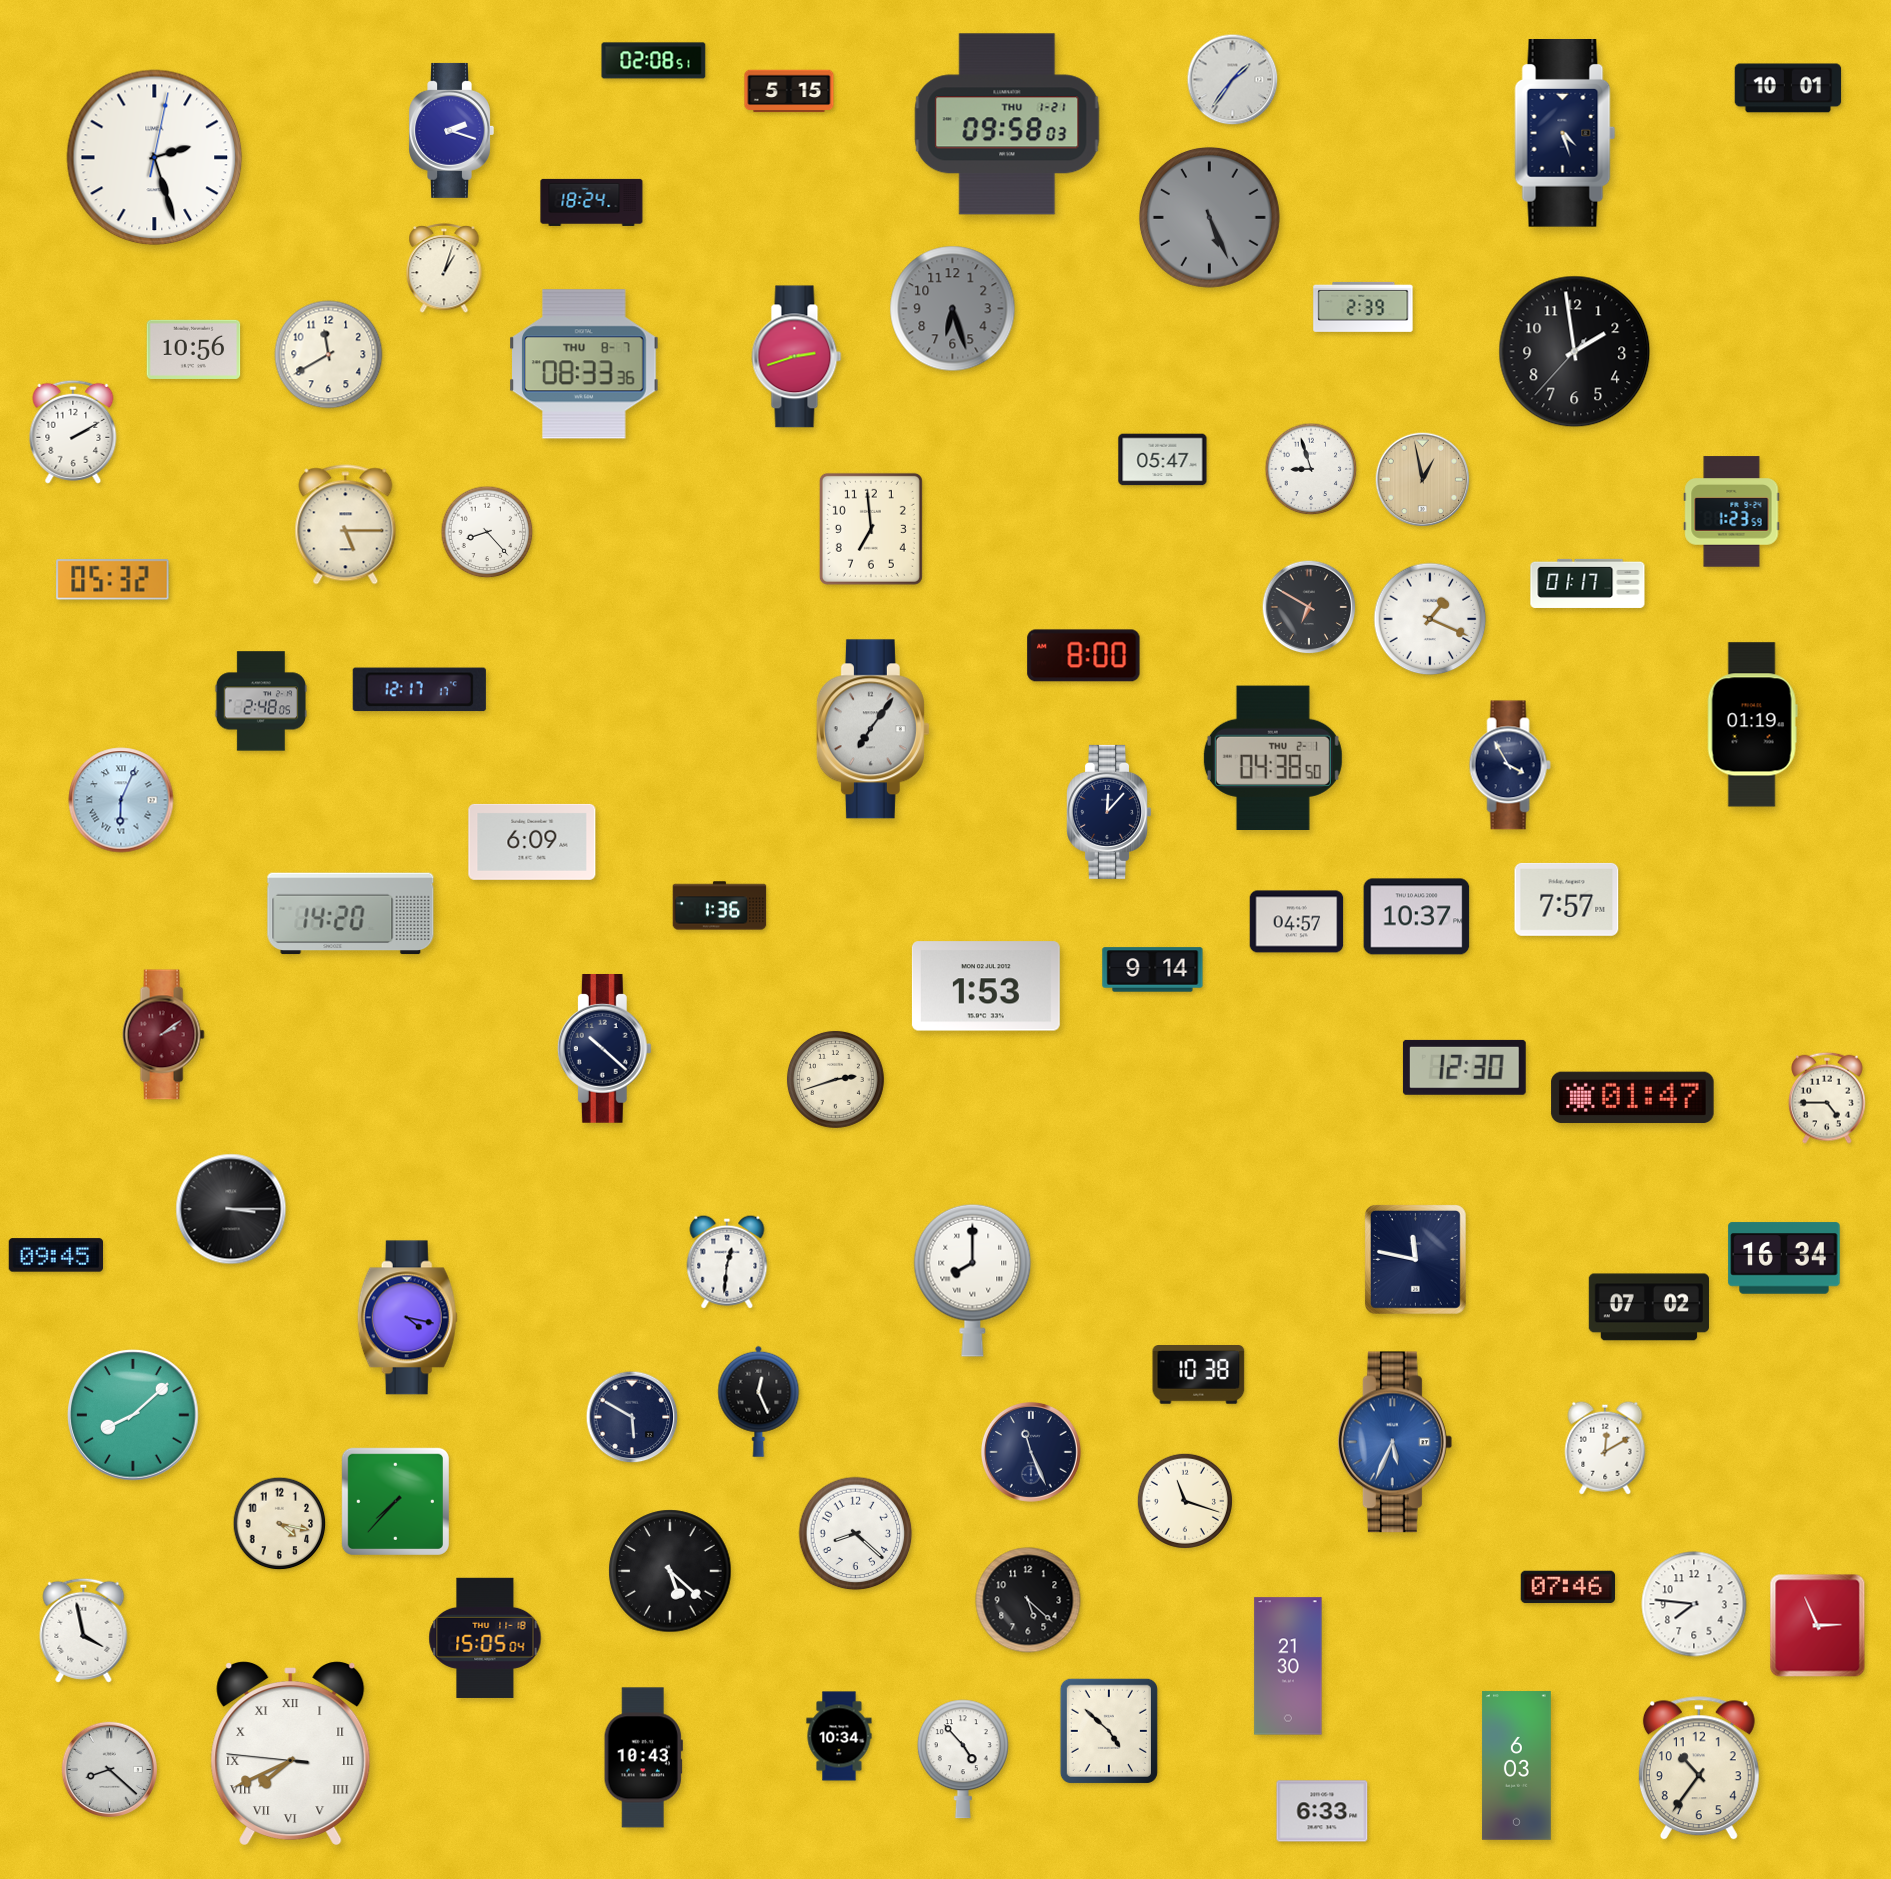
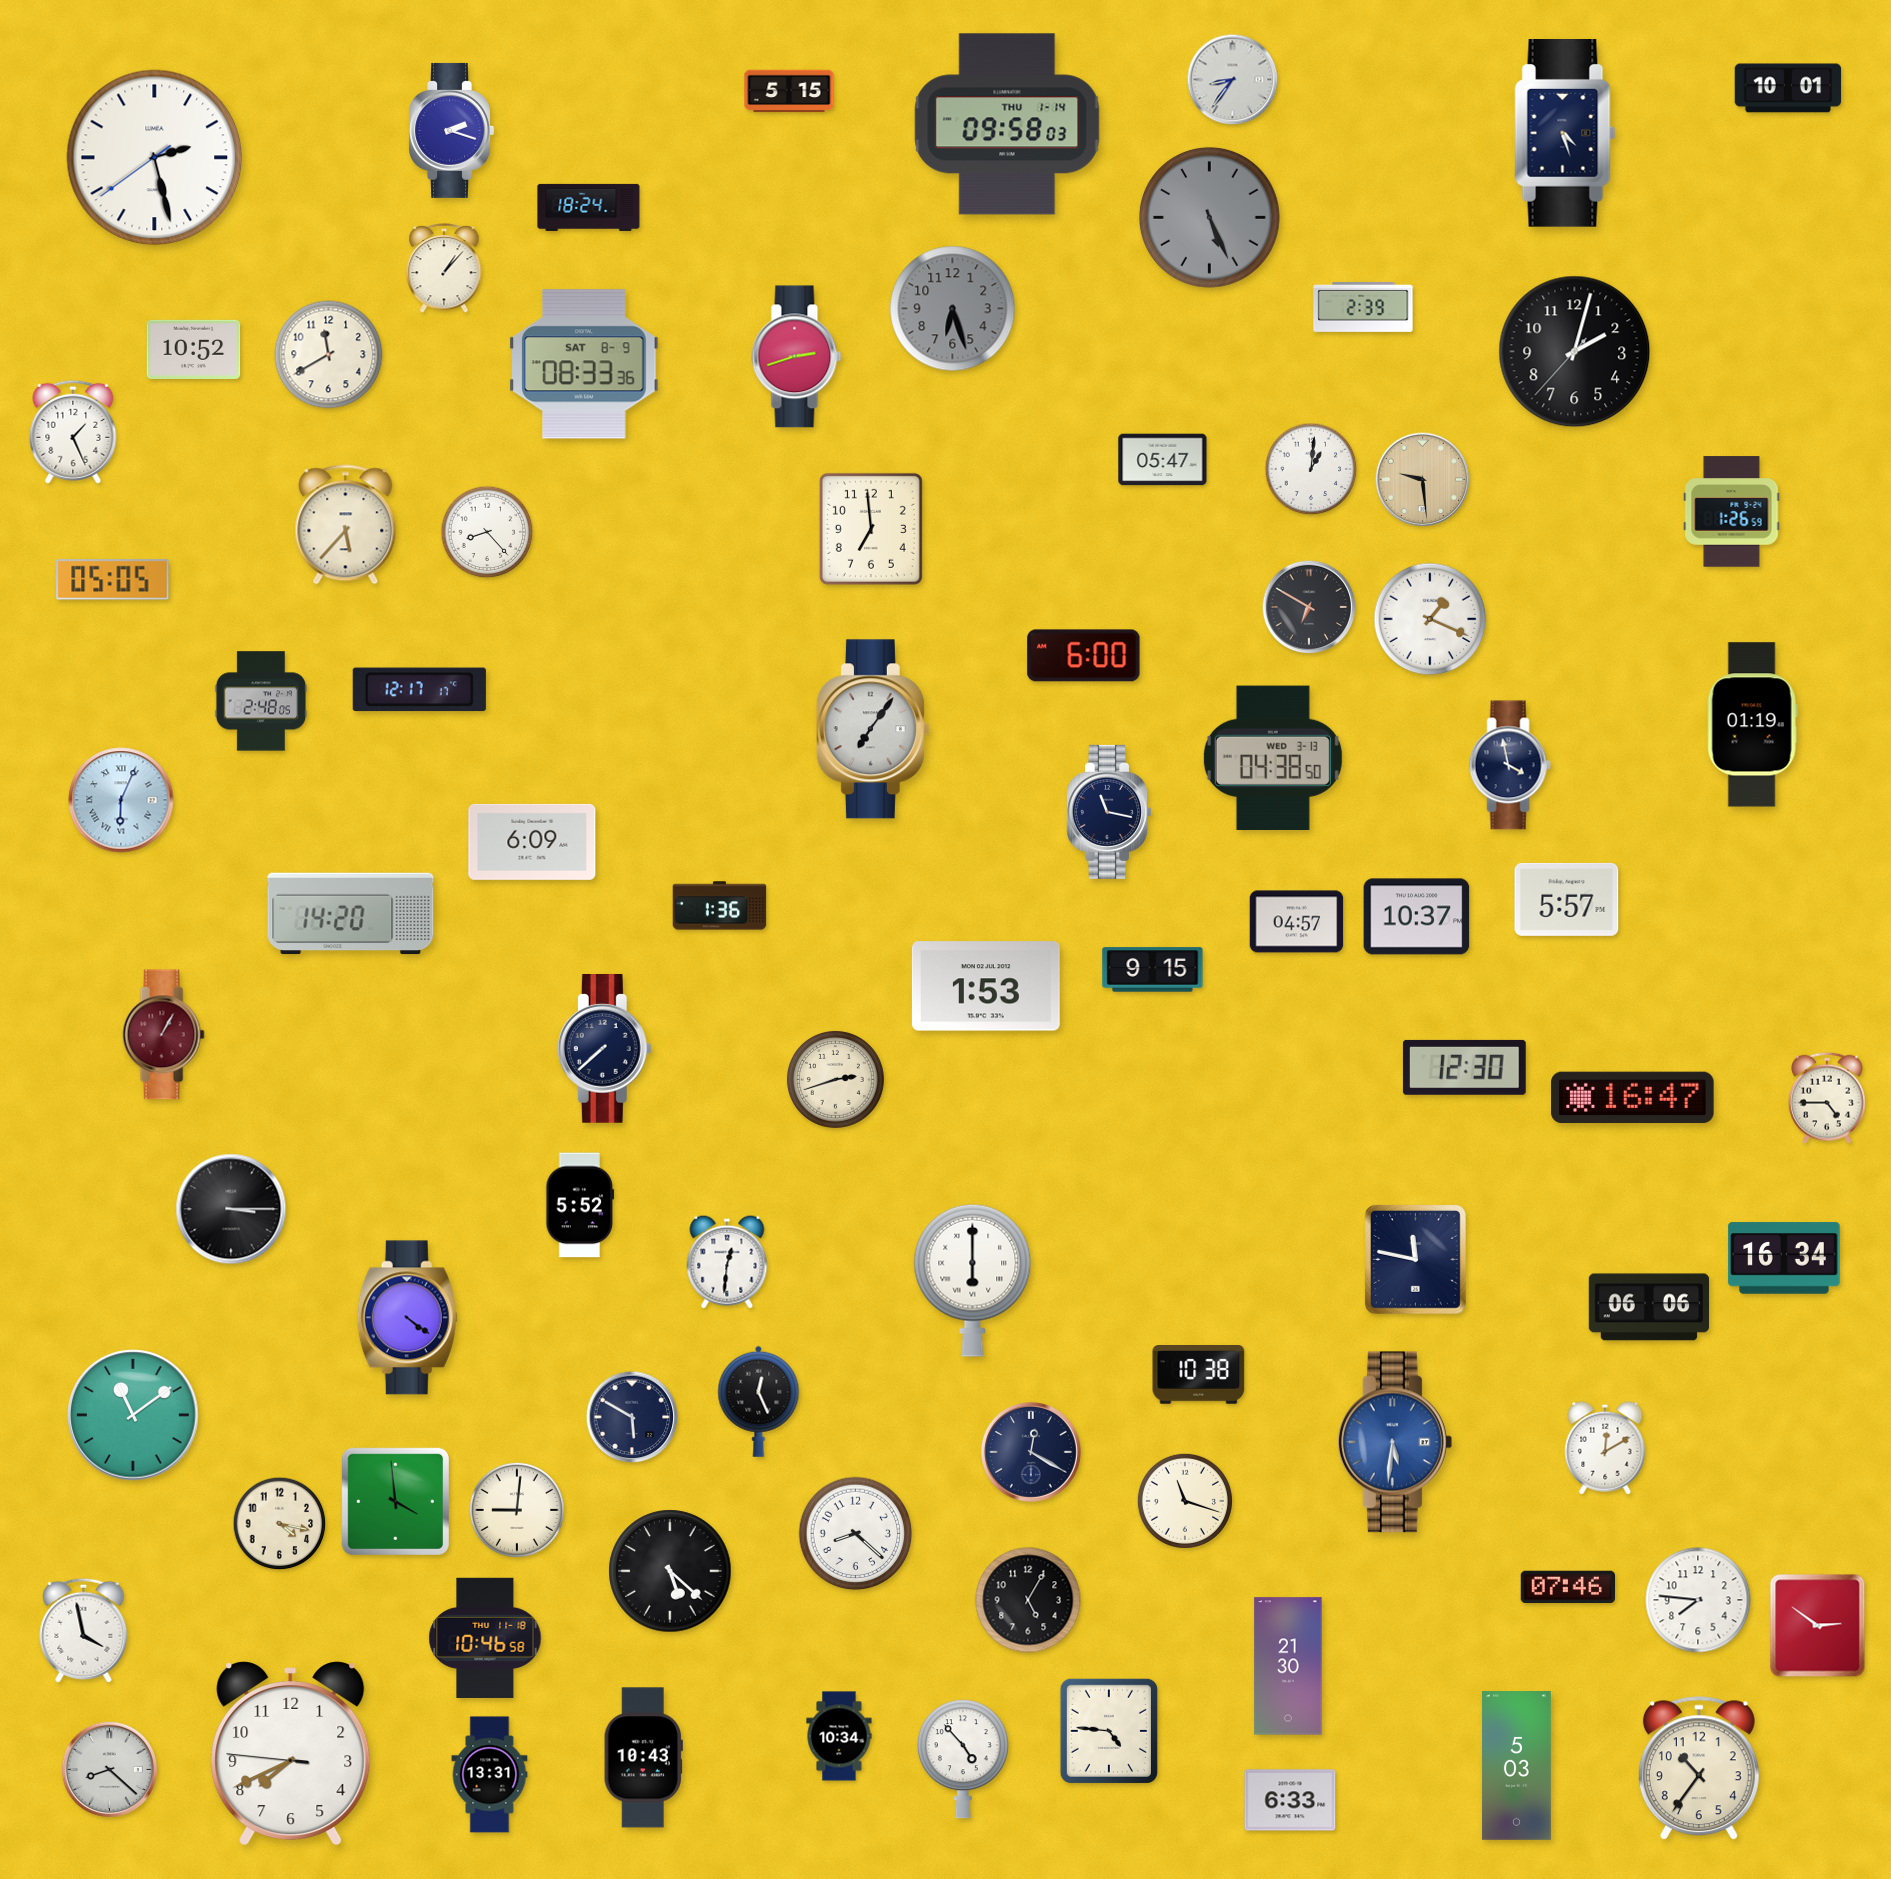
clock at (654, 61): 02:08 -> none
clock at (1233, 80): 1:36 -> 8:36
clock at (1007, 124) date: THU 1-21 -> THU 1-14
clock at (155, 158): 2:27:02 -> 2:27:39
clock at (592, 202) position: (592, 202) -> (589, 207)
clock at (444, 269): 1:03 -> 1:07
clock at (194, 349): 10:56 -> 10:52
clock at (1575, 352): 1:58 -> 2:02
clock at (584, 364) date: THU 8-7 -> SAT 8-9
clock at (73, 432): 2:10 -> 1:26
clock at (1311, 469): 8:57 -> 1:01
clock at (1423, 480): 12:58 -> 9:29
clock at (1732, 512): 1:23 -> 1:26
clock at (346, 525): 5:15 -> 5:37
clock at (113, 580): 05:32 -> 05:05
clock at (1588, 583): 01:17 -> none
clock at (1084, 656): 8:00 -> 6:00
clock at (1273, 757) date: THU 2-1 -> WED 3-13
clock at (1510, 765): 3:55 -> 3:58
clock at (1109, 812): 12:07 -> 11:17
clock at (1567, 899): 7:57 -> 5:57
clock at (1153, 970): 9:14 -> 9:15
clock at (163, 1035): 2:09 -> 1:05
clock at (604, 1049): 10:22 -> 7:38
clock at (1633, 1098): 01:47 -> 16:47
clock at (580, 1205): none -> 5:52
clock at (55, 1255): 09:45 -> none
clock at (973, 1280): 8:00 -> 6:00
clock at (1649, 1307): 07:02 -> 06:06
clock at (407, 1318): 4:17 -> 4:21
clock at (133, 1415): 8:08 -> 11:09
clock at (1395, 1442): 5:34 -> 5:31
clock at (1031, 1452): 11:26 -> 12:20
clock at (395, 1501): 7:37 -> 3:59
clock at (517, 1510): none -> 9:01
clock at (1028, 1600): 5:22 -> 5:05
clock at (1694, 1604) position: (1694, 1604) -> (1698, 1600)
clock at (1818, 1626): 2:56 -> 2:51
clock at (485, 1638): 15:05 -> 10:46
clock at (1109, 1731): 4:52 -> 4:46
clock at (291, 1753) numerals: Roman -> Arabic
clock at (1516, 1766): 6:03 -> 5:03
clock at (490, 1775): none -> 13:31
clock at (1322, 1811) position: (1322, 1811) -> (1290, 1800)
